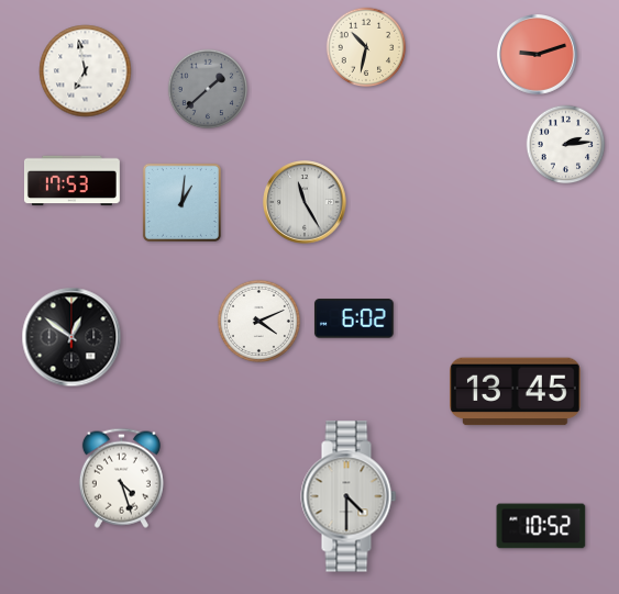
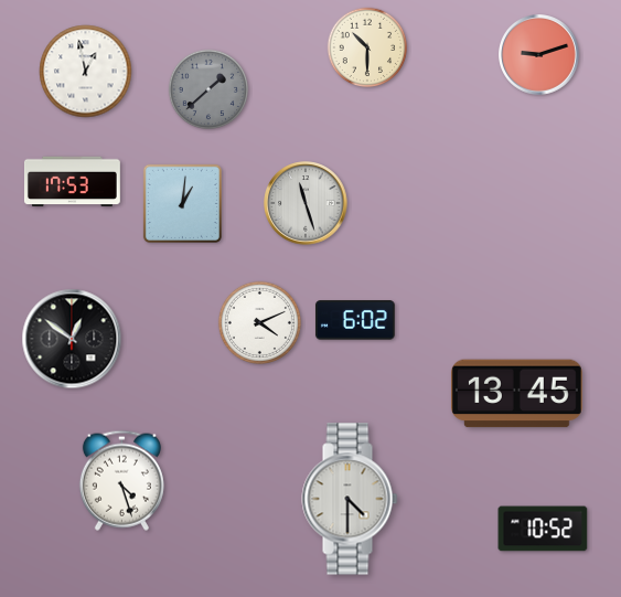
clock at (366, 47): 10:32 -> 10:30
clock at (86, 71): 6:58 -> 12:58
clock at (566, 145): 2:14 -> none
clock at (305, 202): 11:25 -> 11:27
